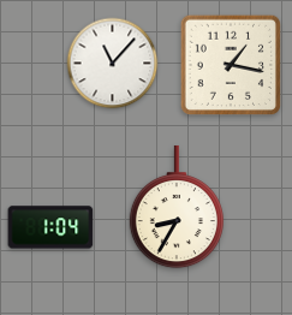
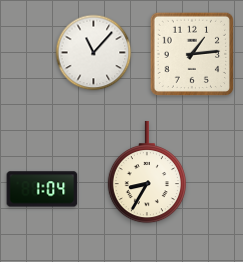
clock at (230, 64): 1:17 -> 1:14
